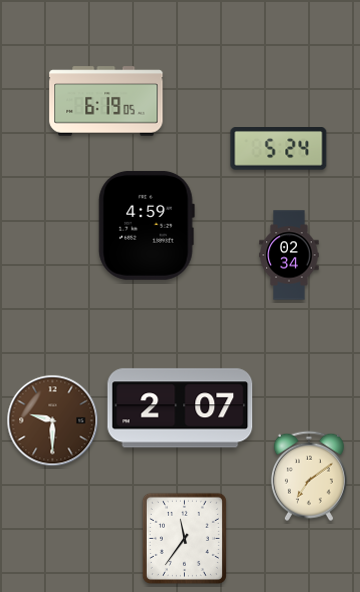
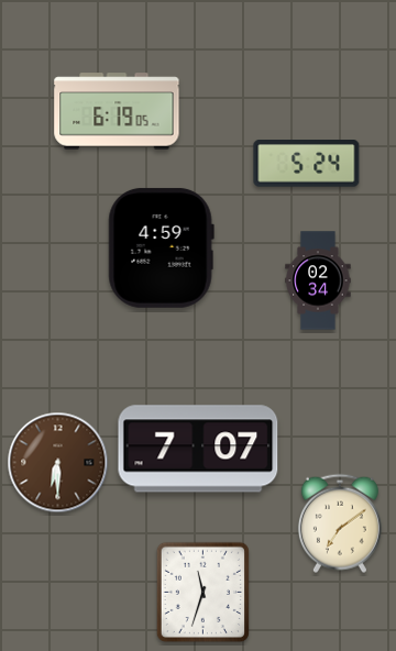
clock at (180, 408): 2:07 -> 7:07
clock at (53, 421): 9:30 -> 6:30
clock at (184, 538): 11:36 -> 11:33
